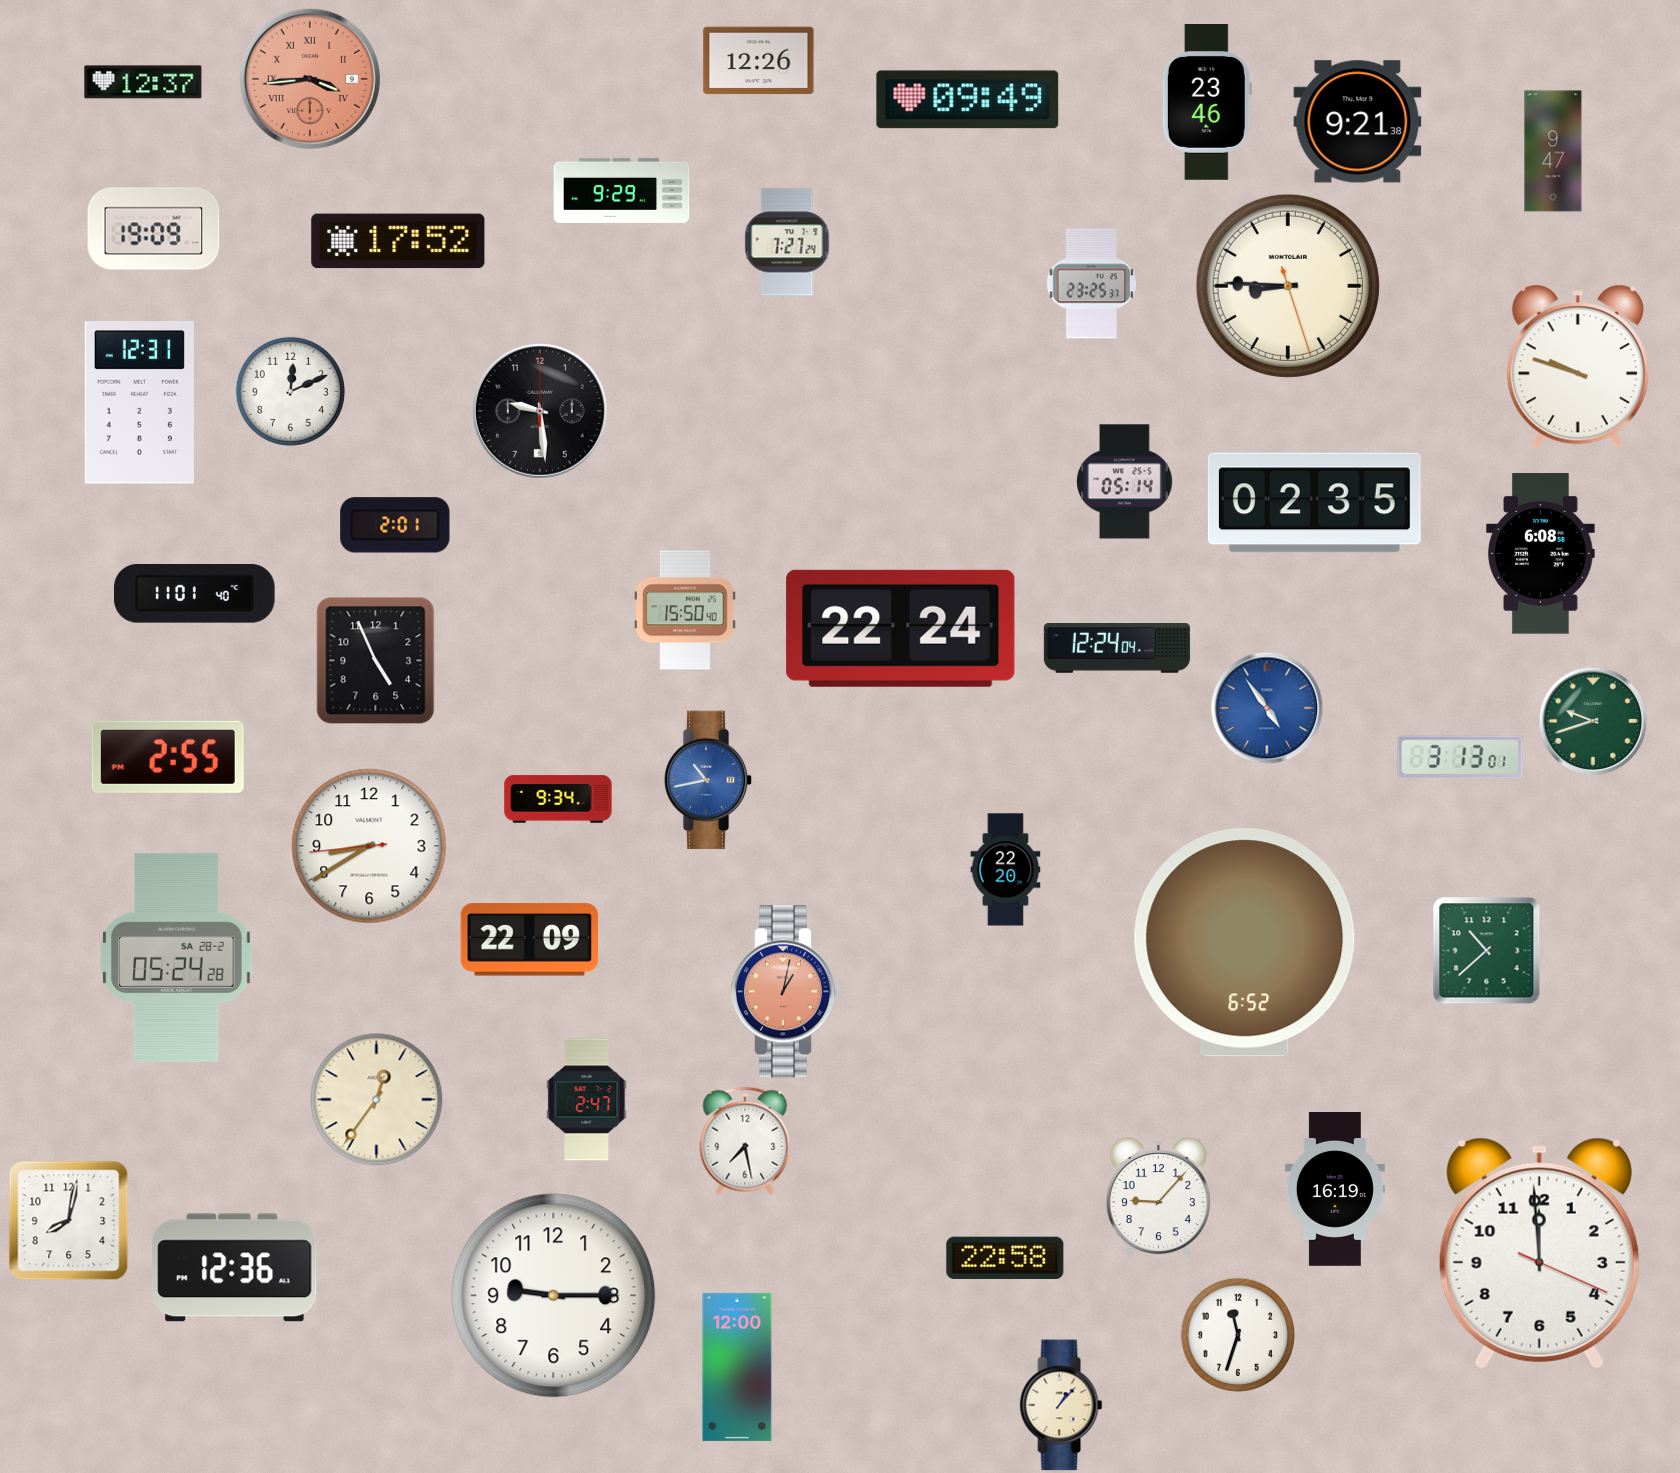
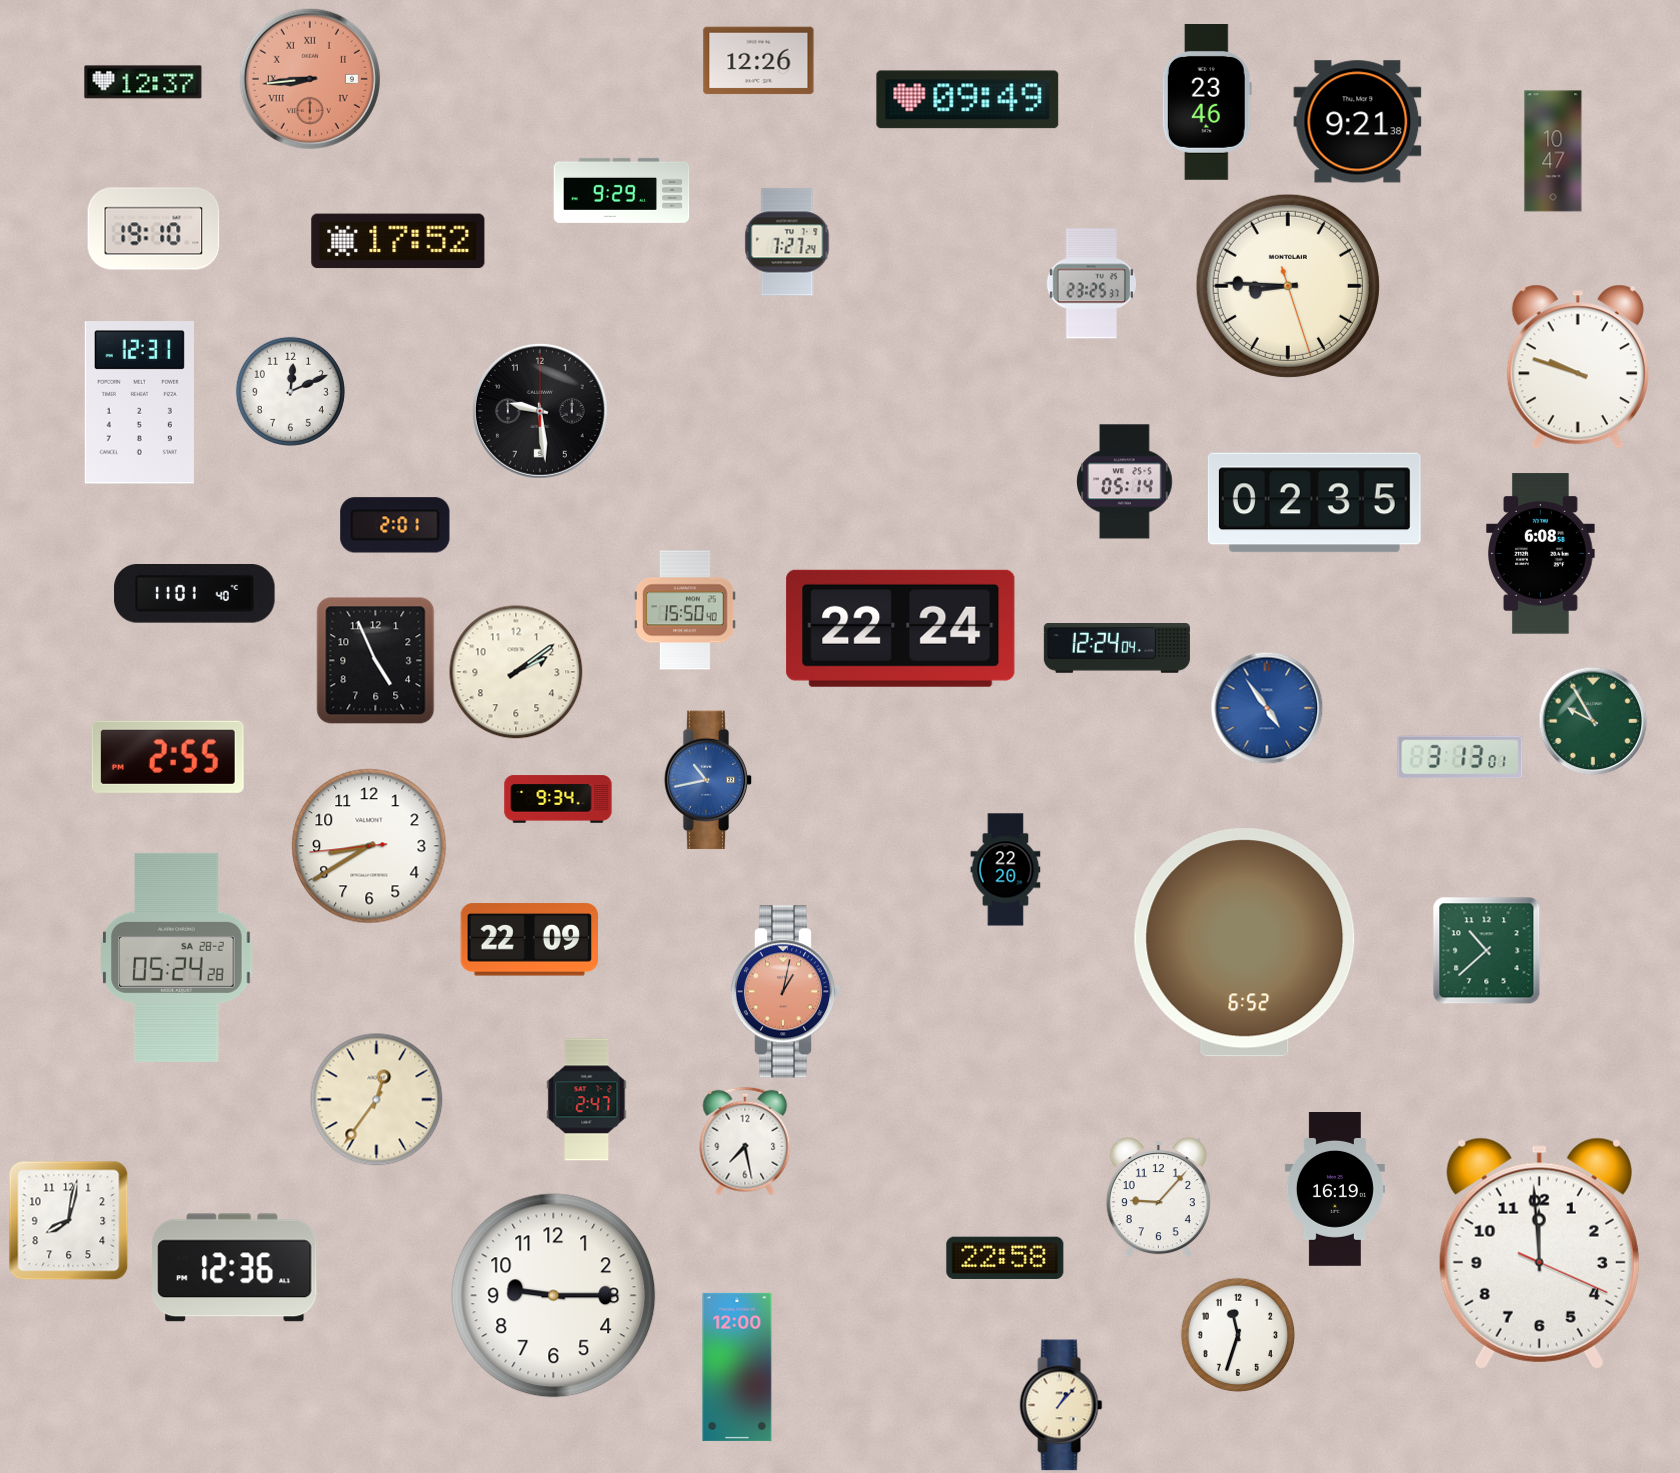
clock at (310, 79): 3:44 -> 8:44
clock at (1553, 151): 9:47 -> 10:47
clock at (154, 229): 19:09 -> 19:10
clock at (516, 672): none -> 2:09
clock at (1593, 721): 9:42 -> 9:55
